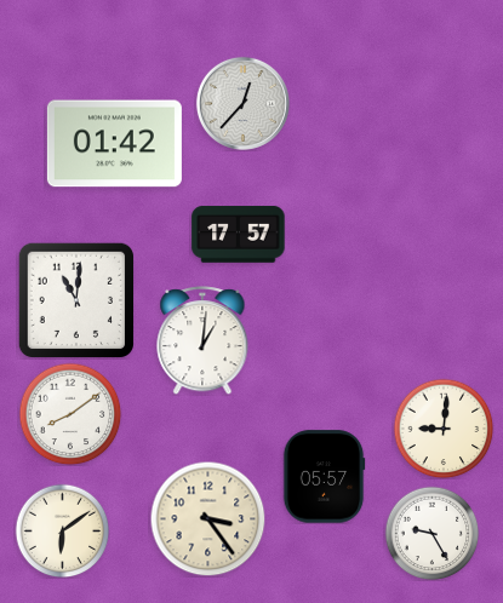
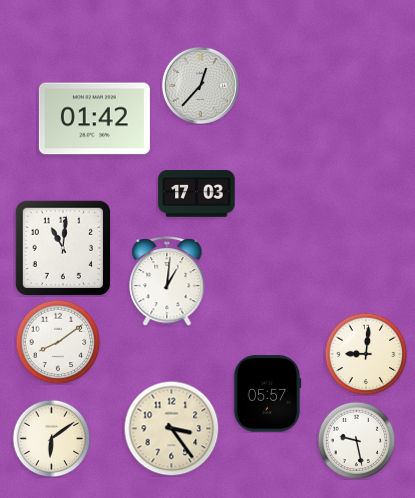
clock at (239, 235): 17:57 -> 17:03
clock at (431, 533): 9:25 -> 9:28
